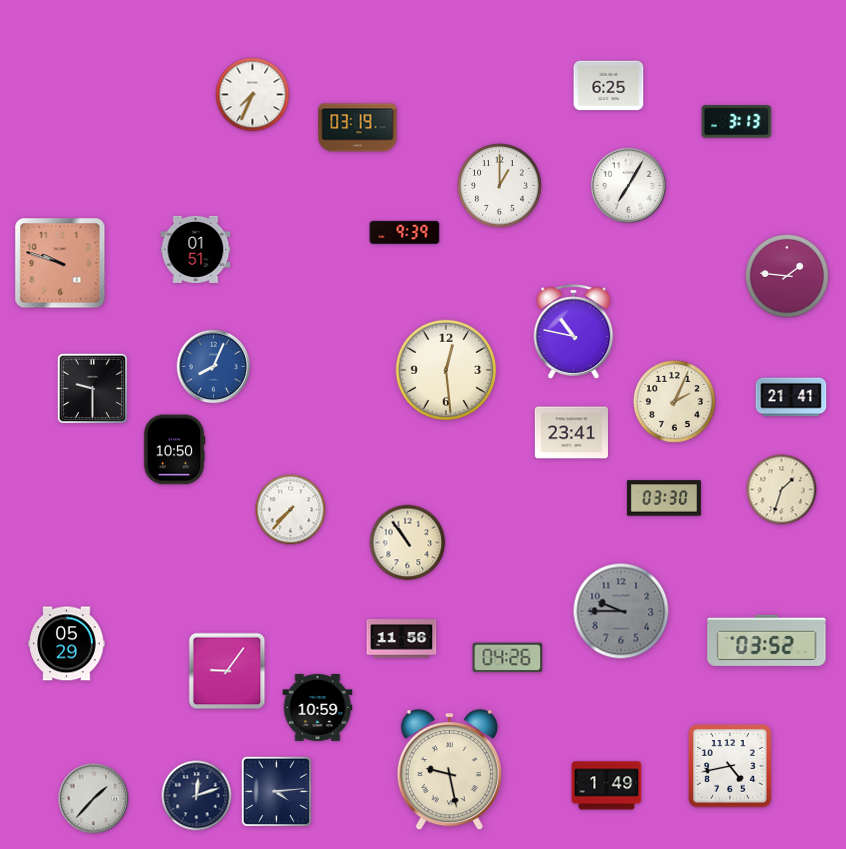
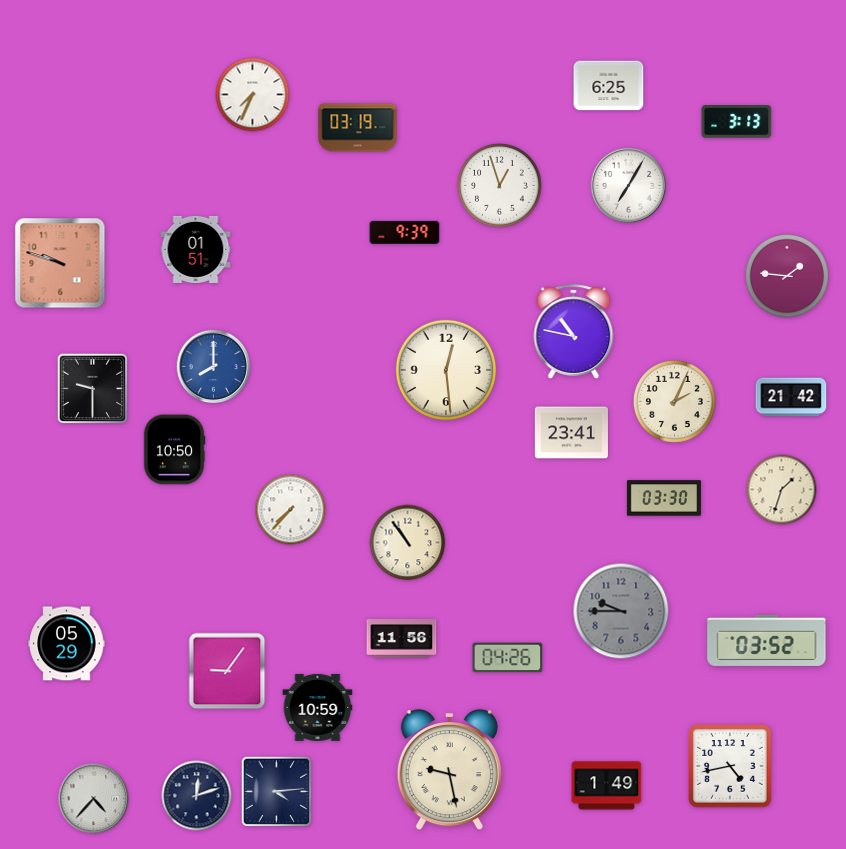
clock at (500, 186): 1:00 -> 12:57
clock at (214, 367): 8:04 -> 8:00
clock at (791, 397): 21:41 -> 21:42
clock at (94, 799): 1:37 -> 4:37
